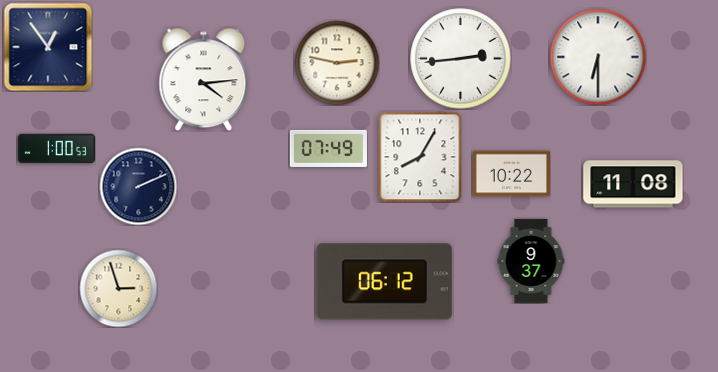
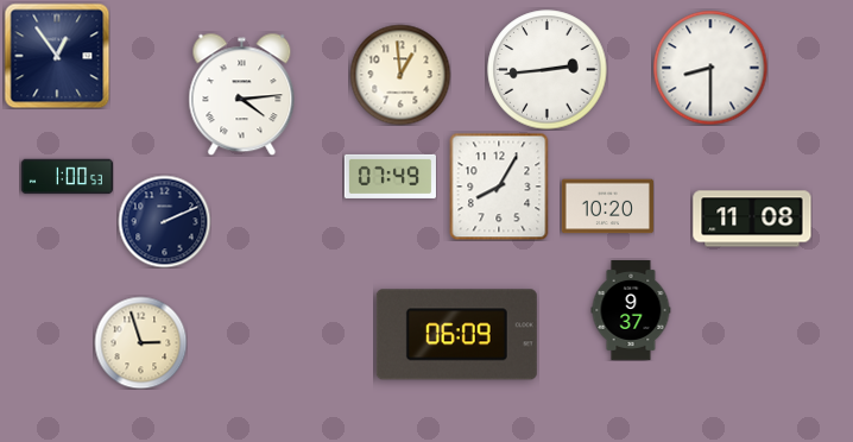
clock at (598, 57): 6:30 -> 8:30
clock at (337, 63): 2:47 -> 12:59
clock at (511, 174): 10:22 -> 10:20
clock at (384, 282): 06:12 -> 06:09
